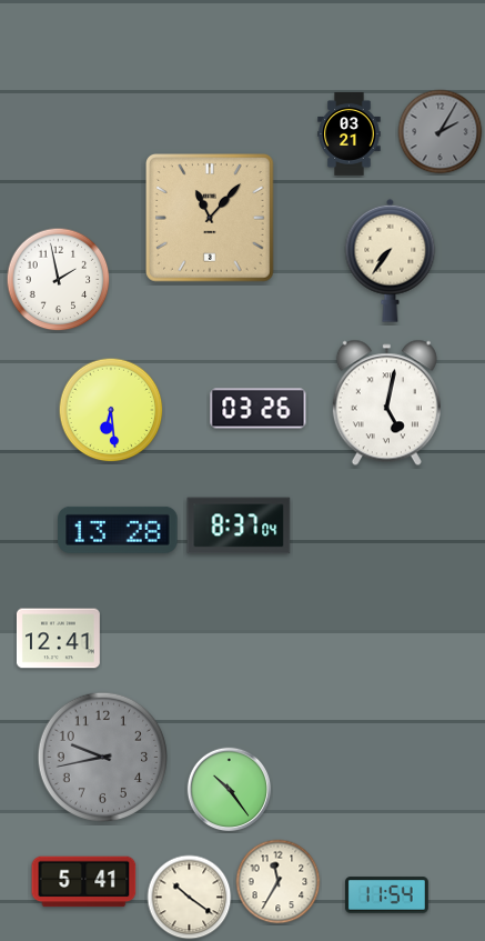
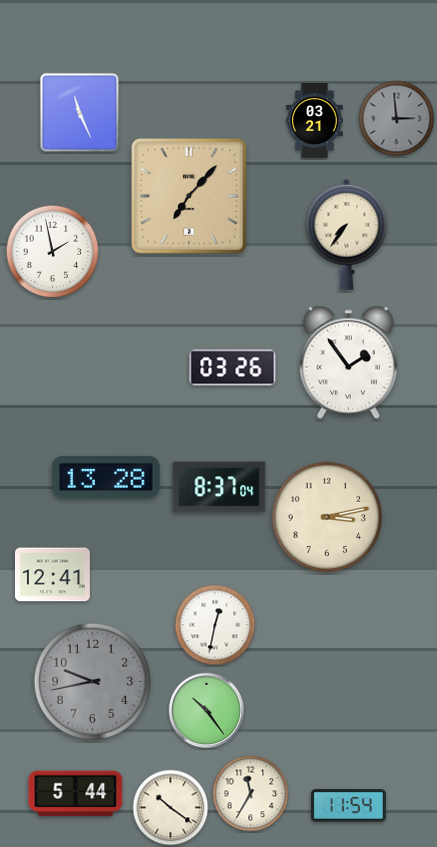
clock at (80, 113): none -> 11:26
clock at (441, 132): 2:05 -> 2:59
clock at (211, 219): 11:07 -> 7:07
clock at (391, 260) position: (391, 260) -> (347, 234)
clock at (386, 403): 5:02 -> 1:54
clock at (111, 410): 6:29 -> none
clock at (239, 525) position: (239, 525) -> (219, 487)
clock at (327, 517): none -> 3:13
clock at (215, 625): none -> 12:32
clock at (84, 882): 5:41 -> 5:44
